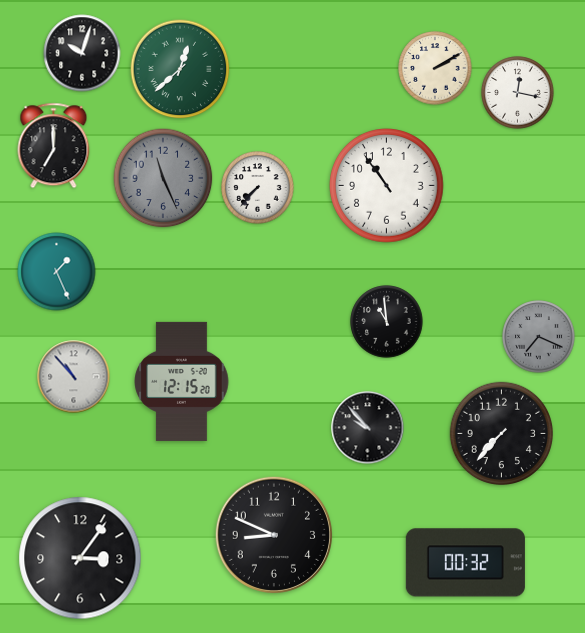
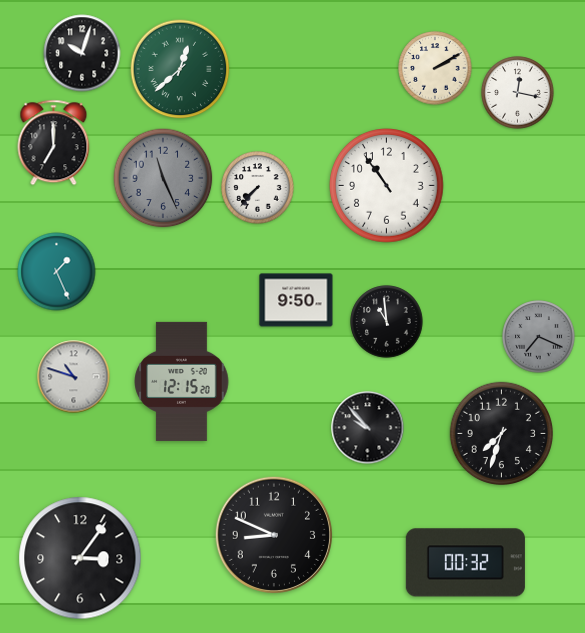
clock at (54, 146) position: (54, 146) -> (54, 143)
clock at (296, 300): none -> 9:50
clock at (74, 377): 10:53 -> 10:48
clock at (501, 433): 7:37 -> 7:33
